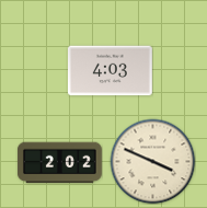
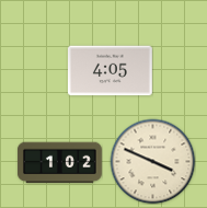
clock at (110, 71): 4:03 -> 4:05
clock at (59, 163): 2:02 -> 1:02
